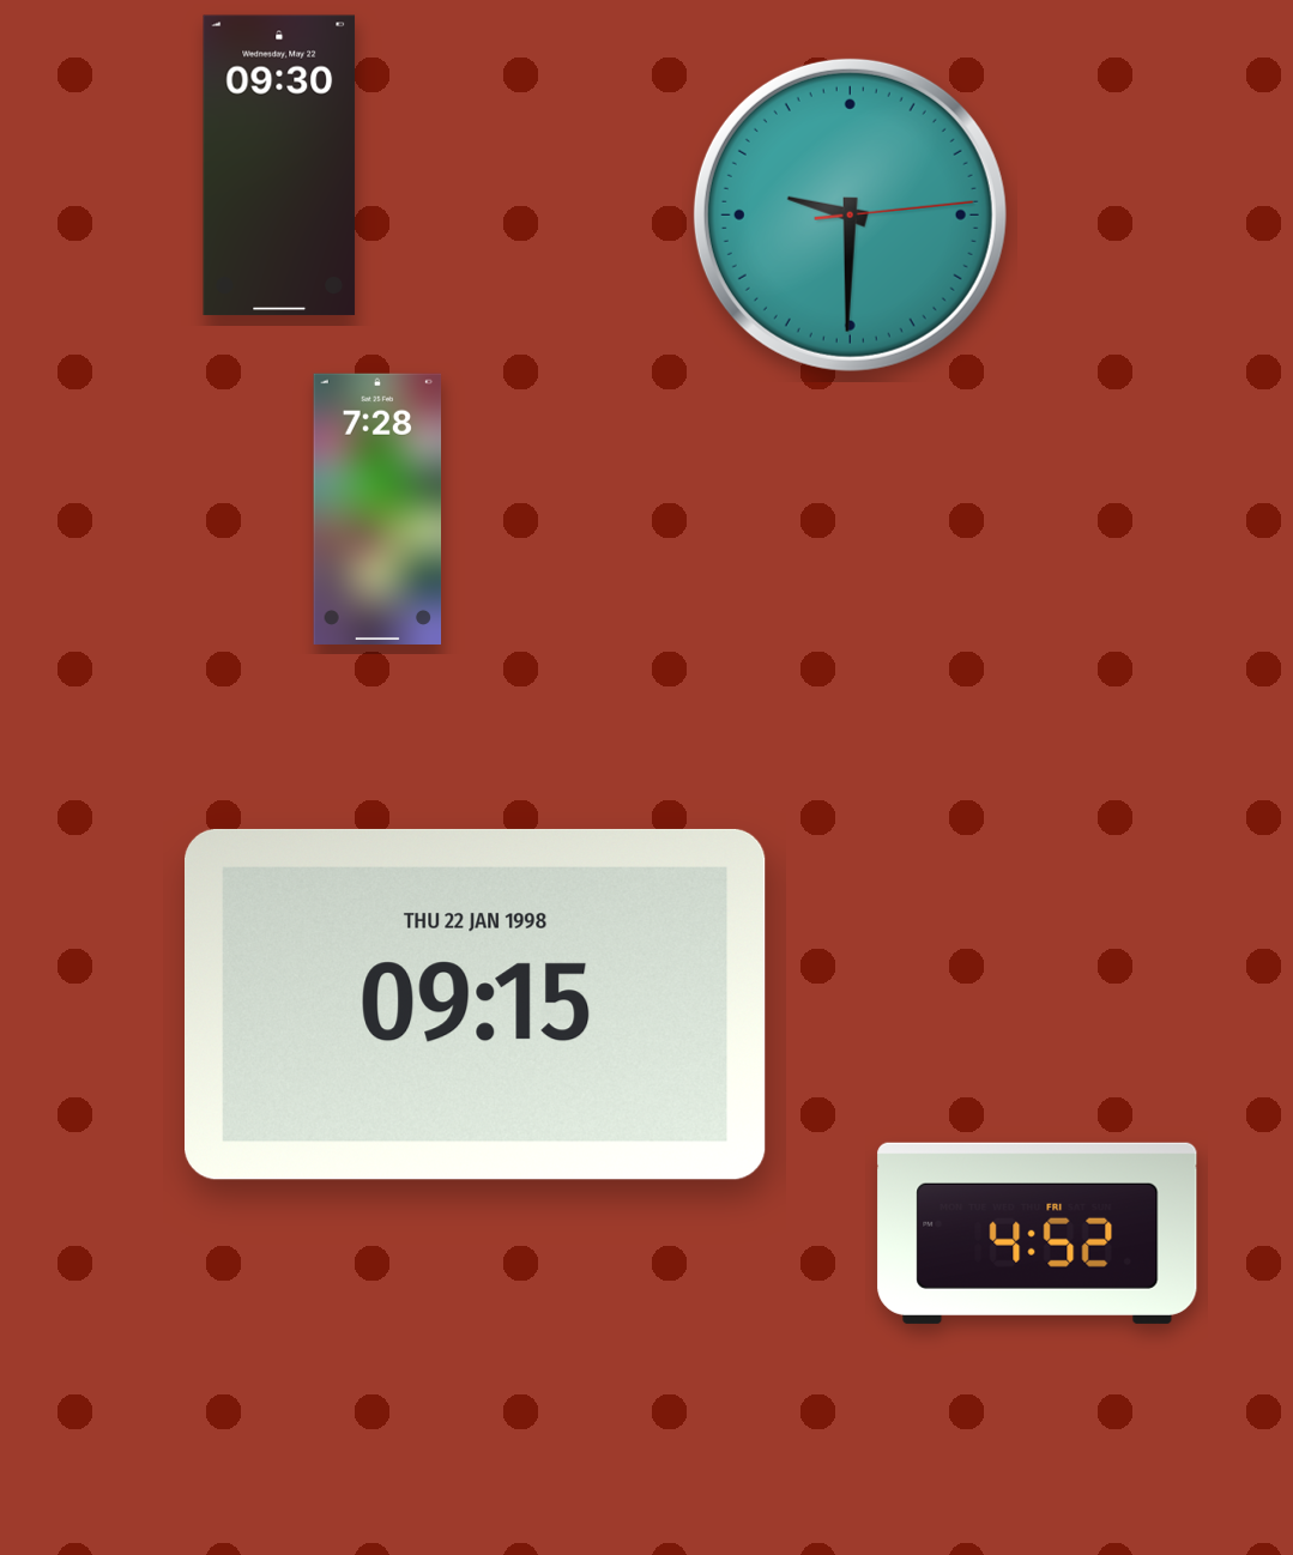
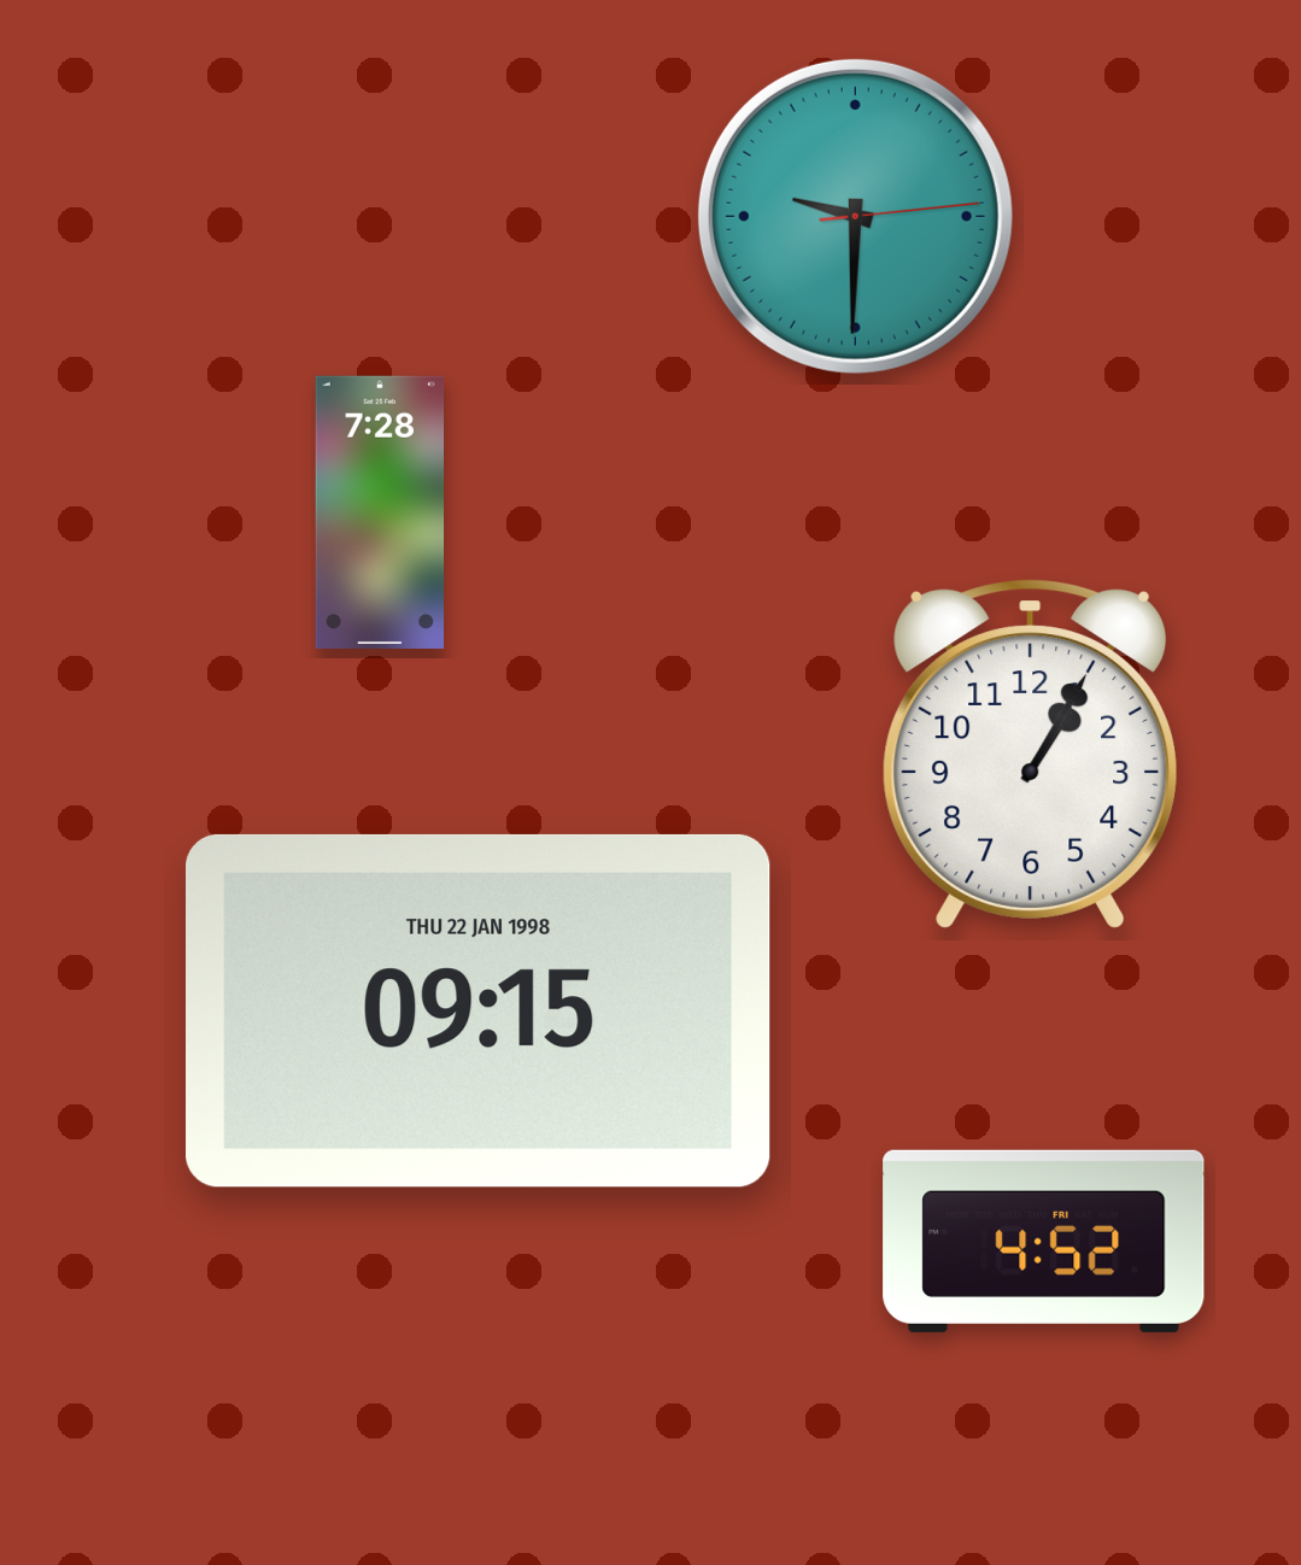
clock at (279, 165): 09:30 -> none
clock at (1031, 754): none -> 1:05
